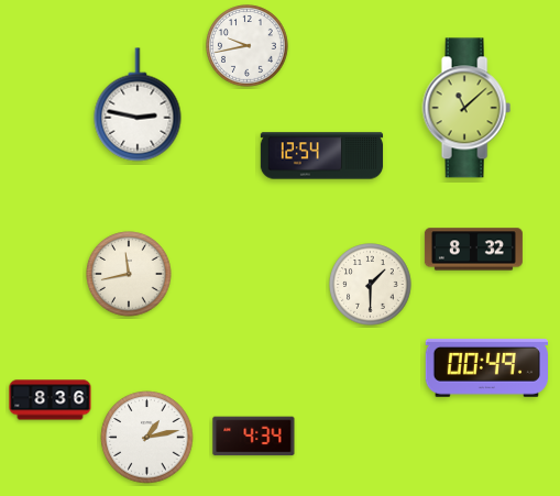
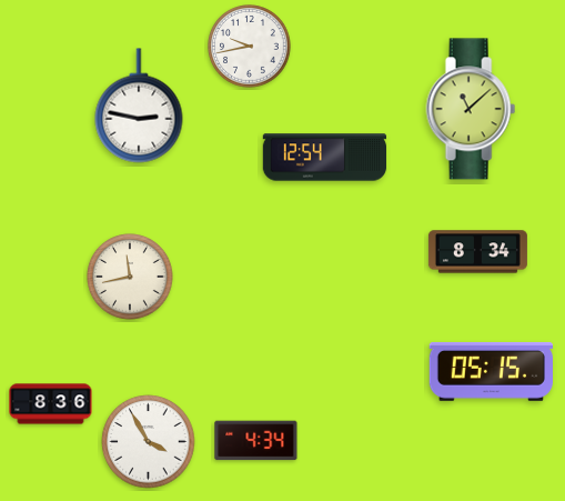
clock at (473, 250): 8:32 -> 8:34
clock at (371, 285): 1:30 -> none
clock at (486, 367): 00:49 -> 05:15
clock at (147, 438): 1:13 -> 3:55
